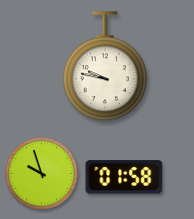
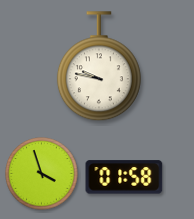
clock at (105, 67) position: (105, 67) -> (99, 67)
clock at (42, 174): 9:57 -> 3:57
